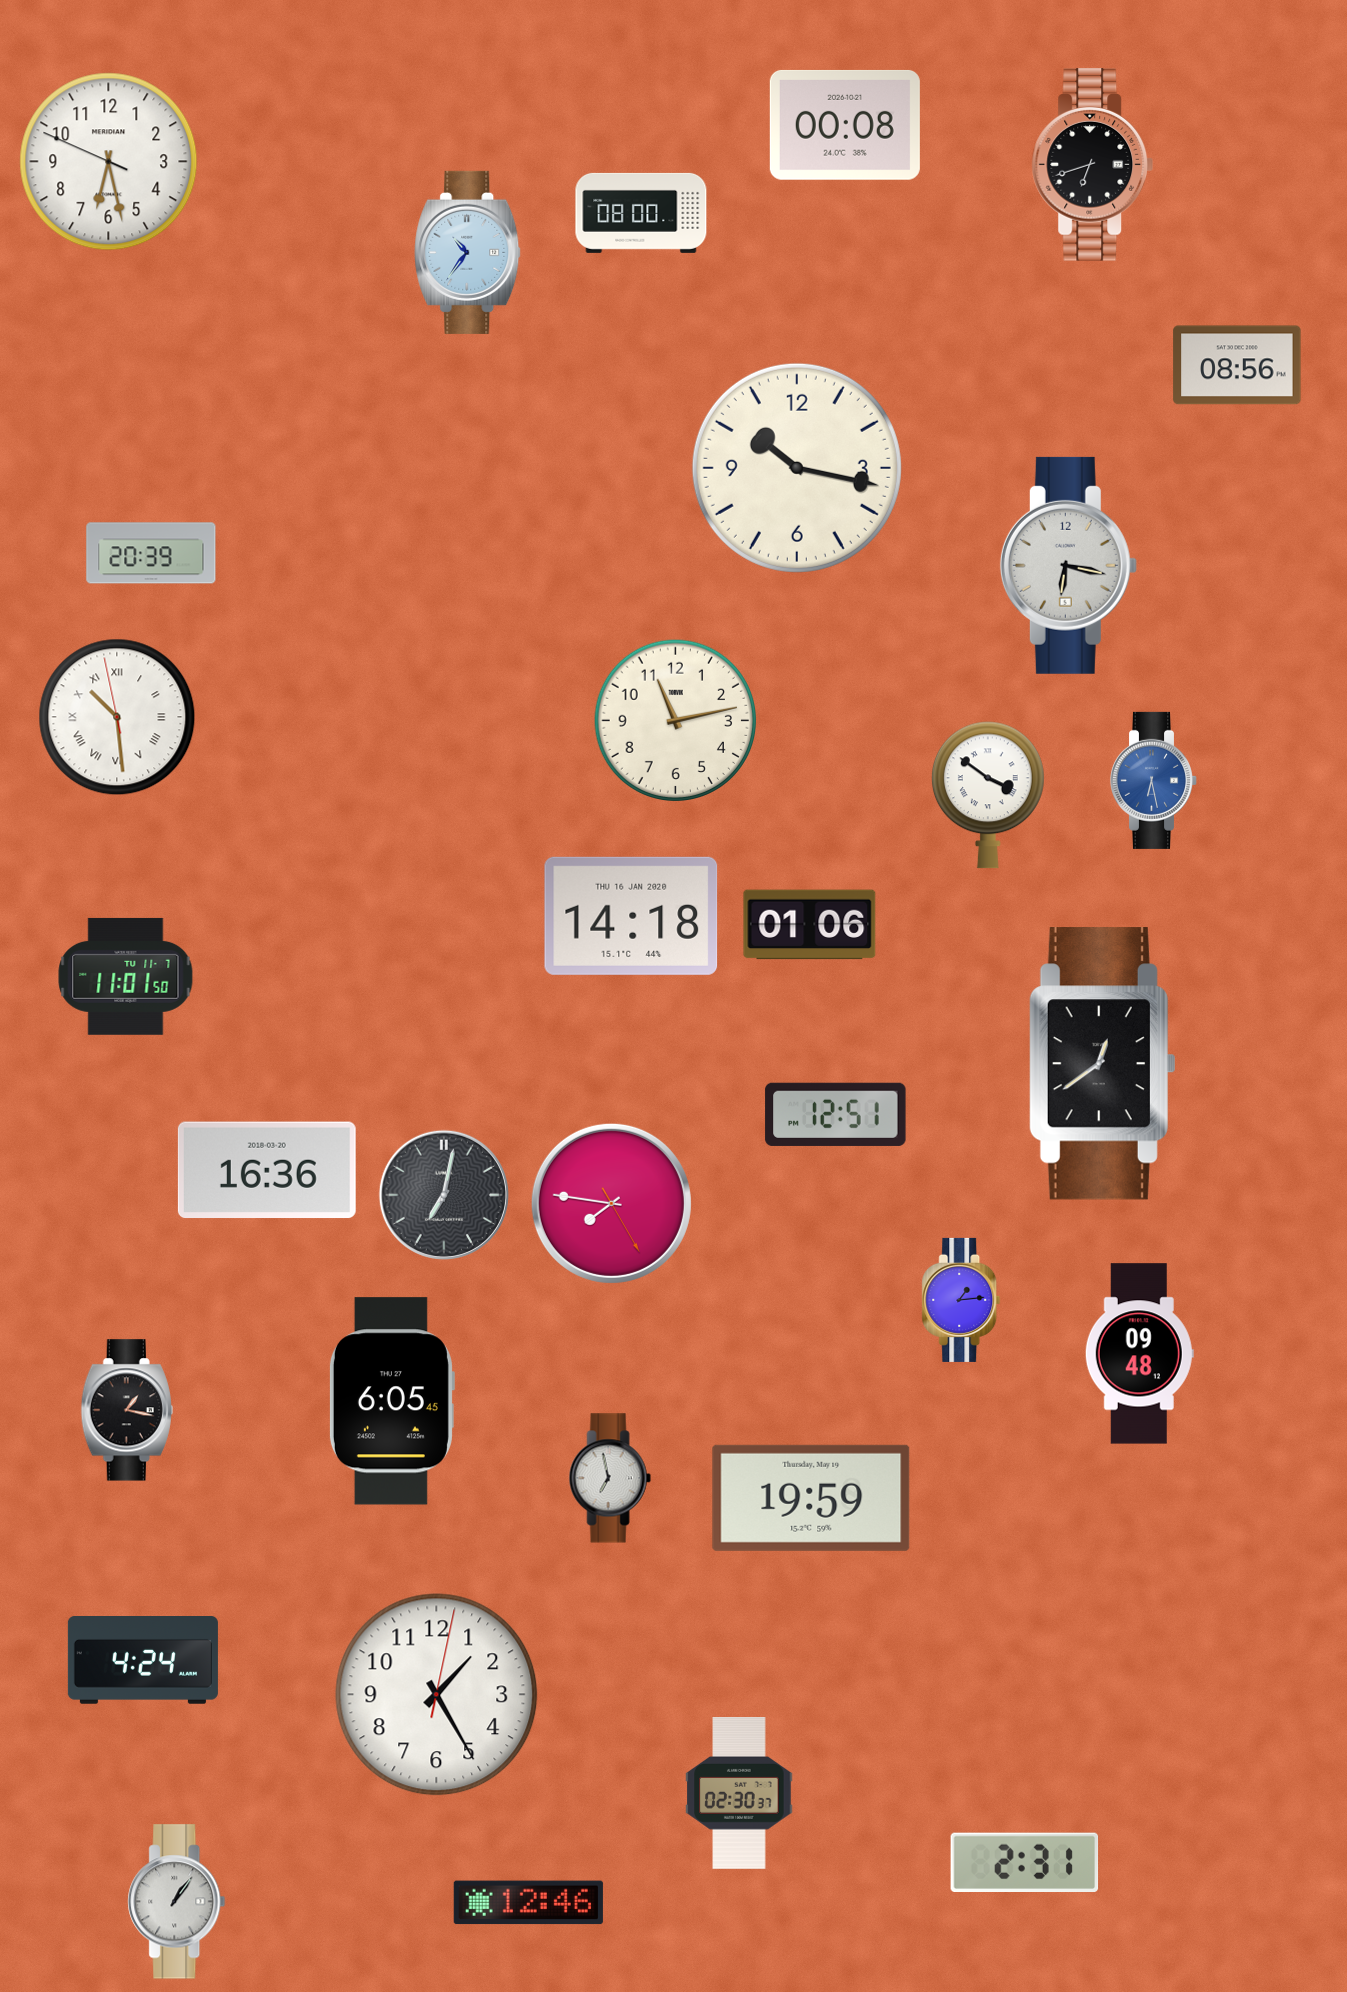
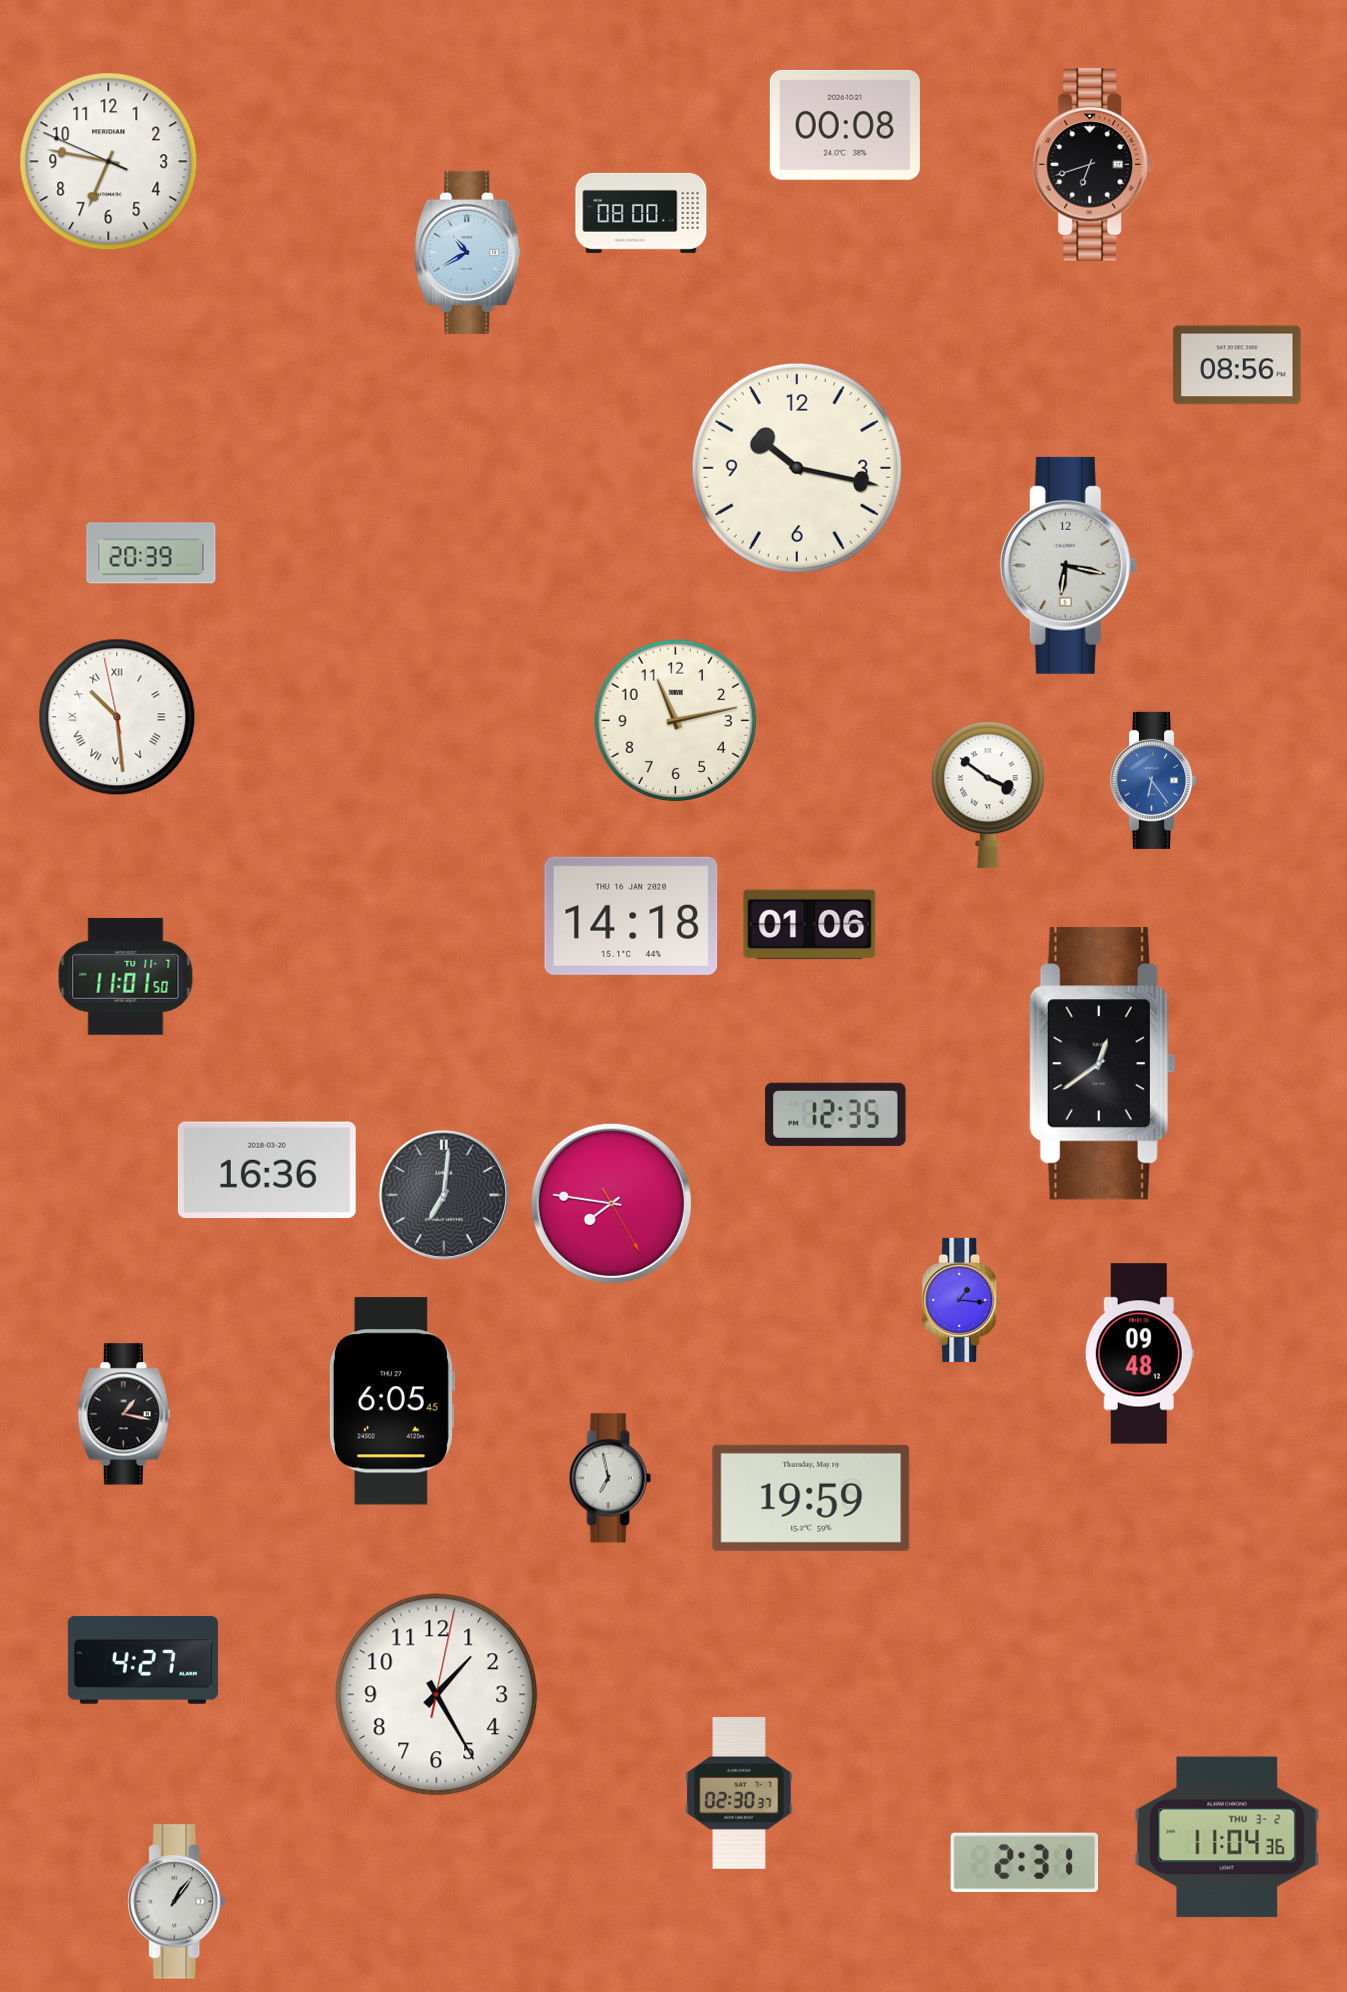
clock at (109, 162): 6:27 -> 6:46
clock at (468, 252): 10:36 -> 10:40
clock at (1153, 780): 6:28 -> 6:24
clock at (836, 1114): 12:51 -> 12:35
clock at (444, 1195): 7:02 -> 7:01
clock at (961, 1300): 1:14 -> 1:16
clock at (127, 1410) position: (127, 1410) -> (124, 1414)
clock at (143, 1660): 4:24 -> 4:27
clock at (1227, 1837): none -> 11:04
clock at (528, 1903): 12:46 -> none
